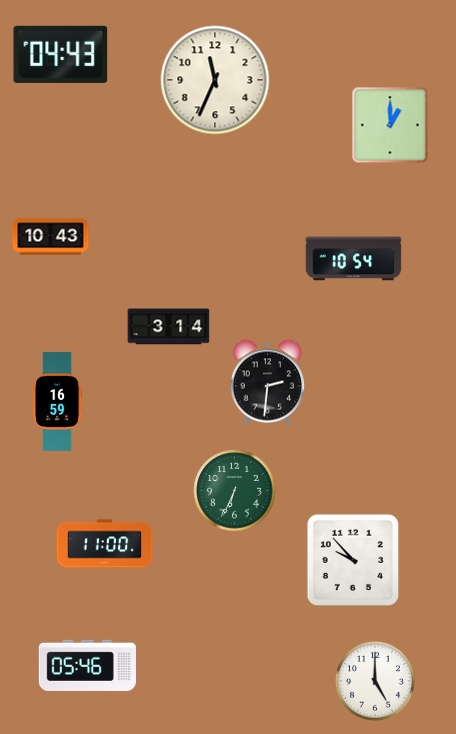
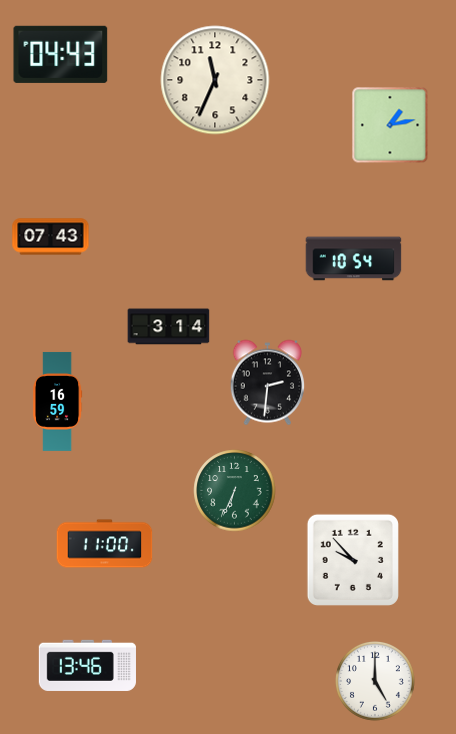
clock at (390, 125): 1:00 -> 1:13
clock at (51, 237): 10:43 -> 07:43
clock at (87, 665): 05:46 -> 13:46
